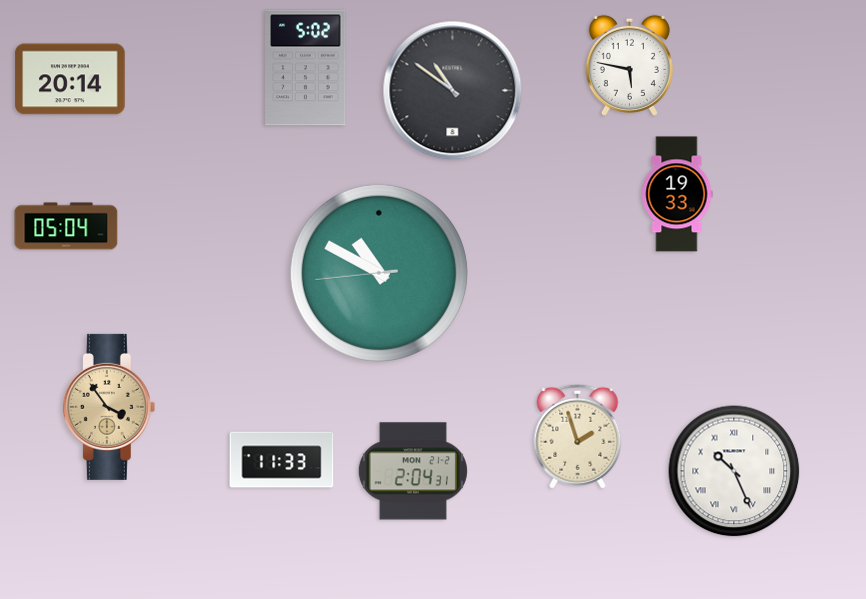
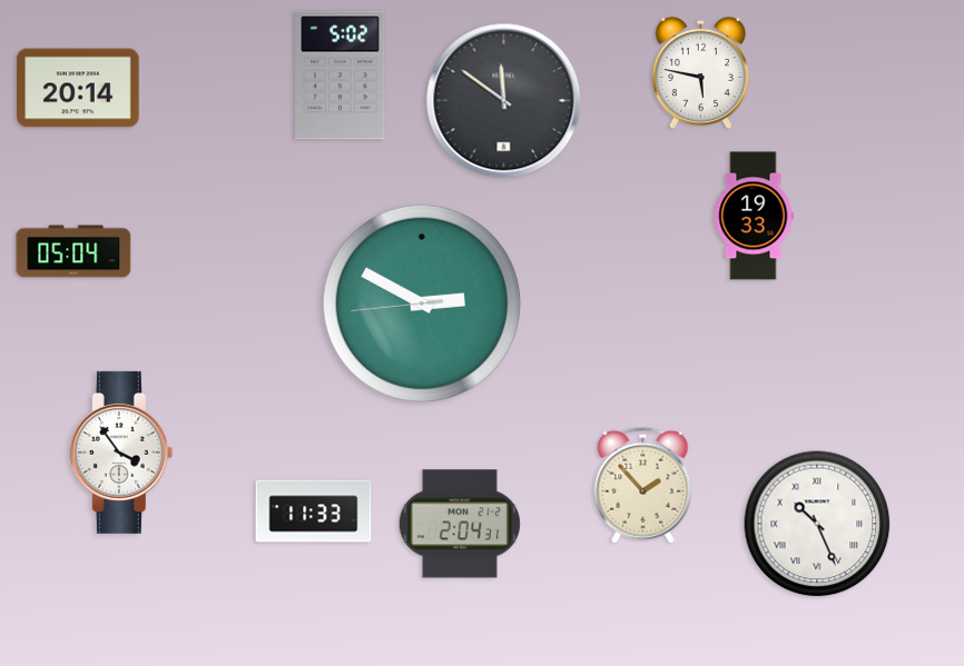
clock at (453, 91): 10:51 -> 11:51
clock at (379, 273): 10:49 -> 2:49
clock at (109, 407) dial: champagne -> white
clock at (578, 436): 1:57 -> 1:53
